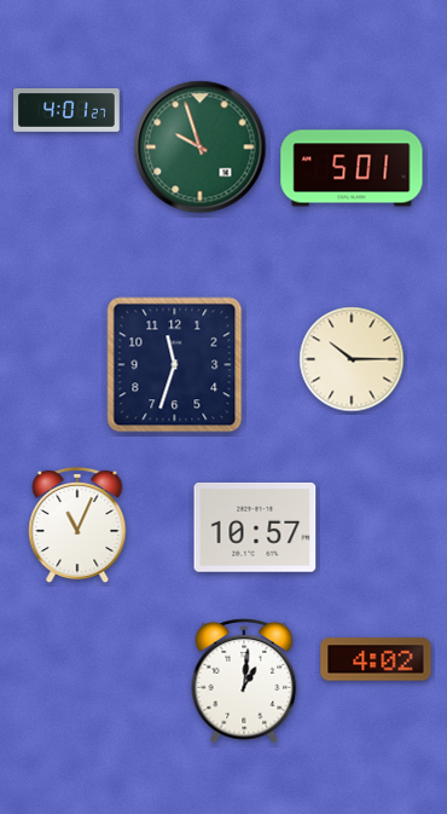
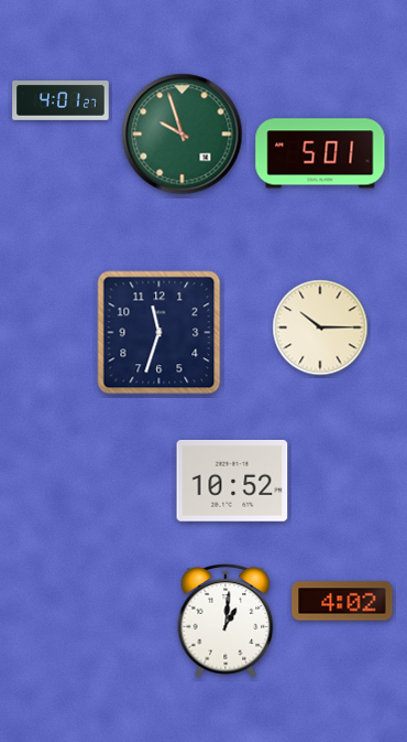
clock at (77, 525): 11:04 -> none
clock at (255, 527): 10:57 -> 10:52
clock at (244, 681) position: (244, 681) -> (226, 621)
